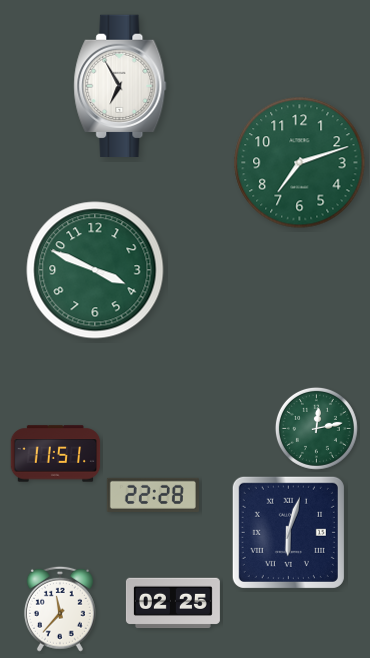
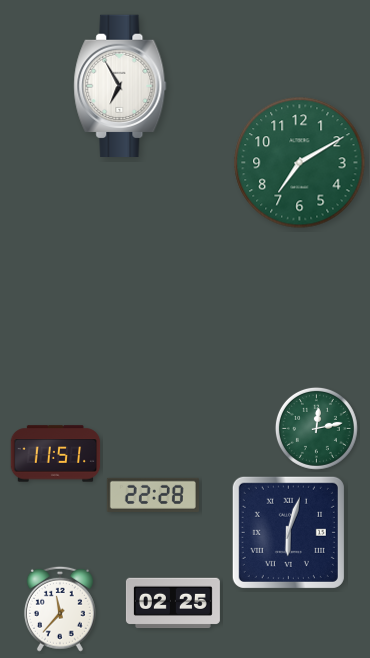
clock at (300, 163): 7:12 -> 7:10
clock at (95, 270): 3:49 -> none
